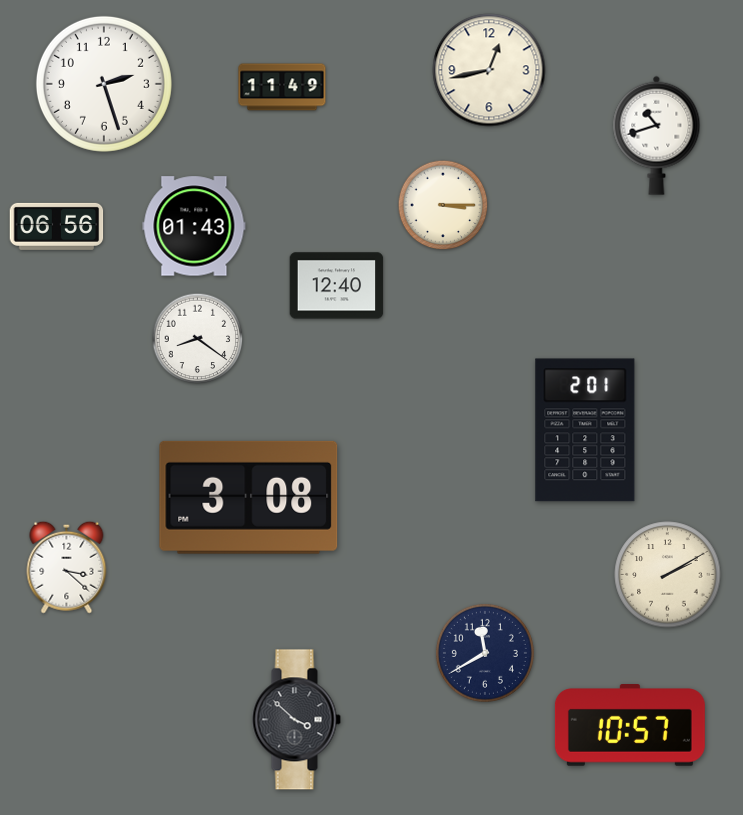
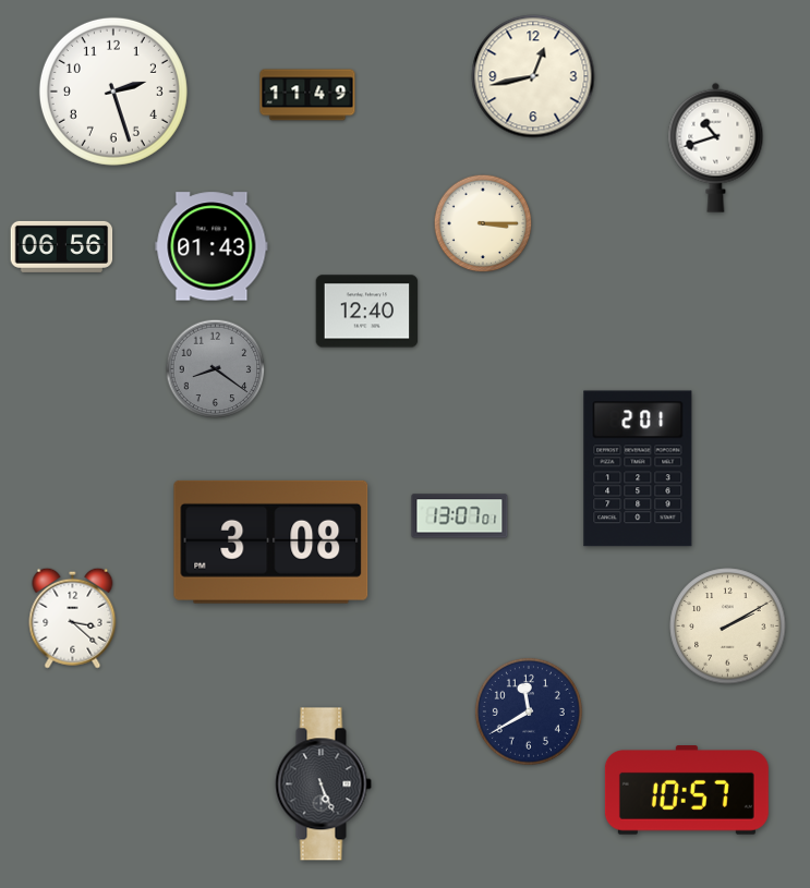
clock at (198, 339) dial: white -> grey
clock at (460, 516): none -> 13:07
clock at (296, 720): 3:52 -> 5:26
